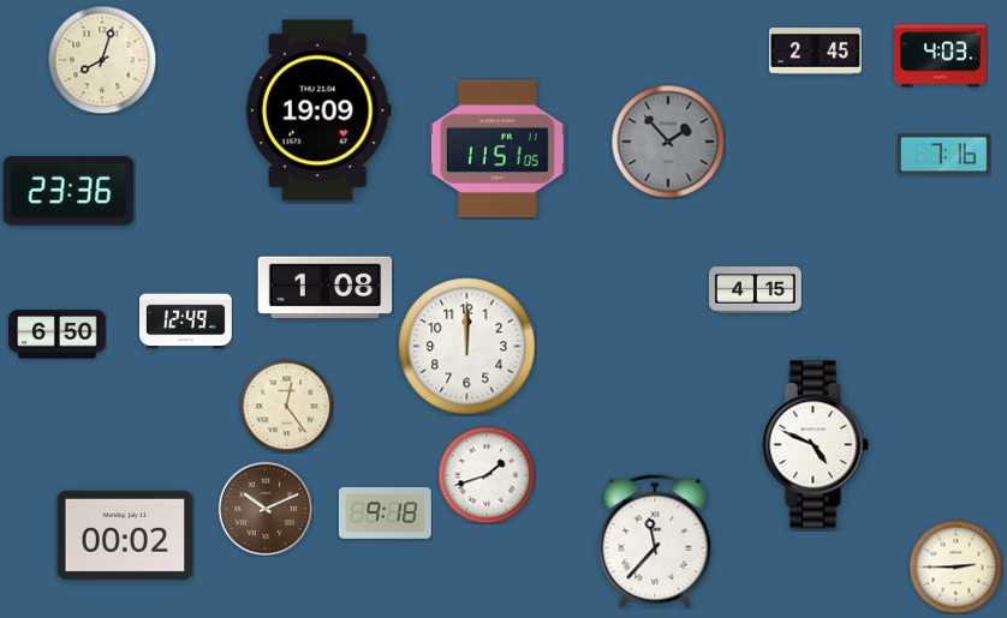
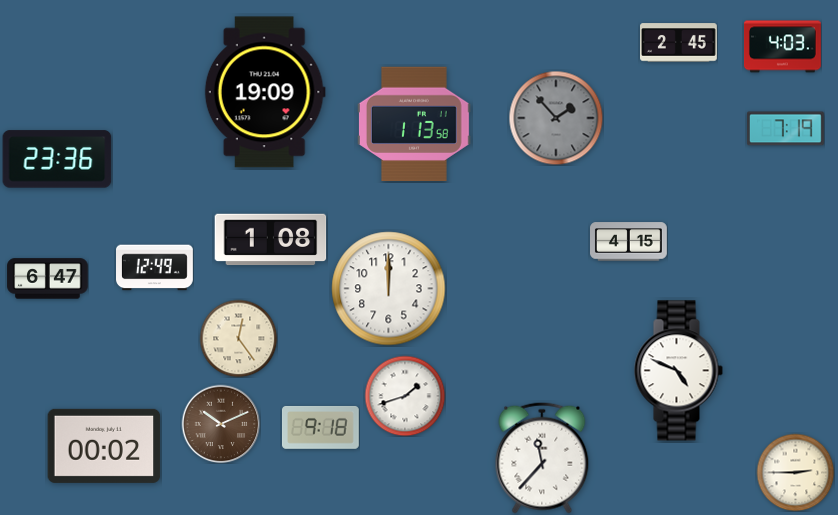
clock at (102, 60): 8:03 -> none
clock at (497, 149): 11:51 -> 1:13
clock at (943, 155): 7:16 -> 7:19
clock at (58, 335): 6:50 -> 6:47
clock at (655, 541) position: (655, 541) -> (542, 458)
